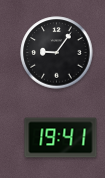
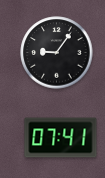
clock at (61, 138): 19:41 -> 07:41
